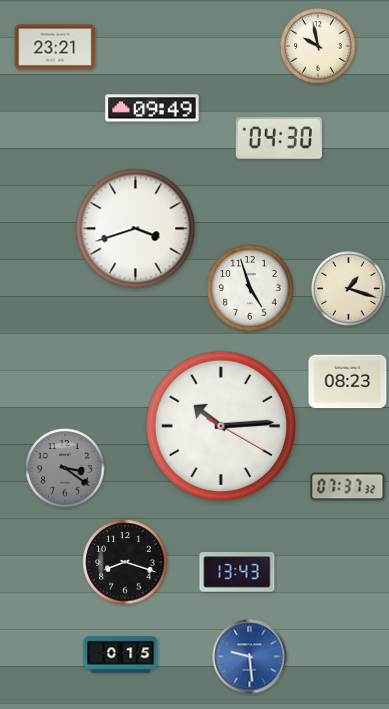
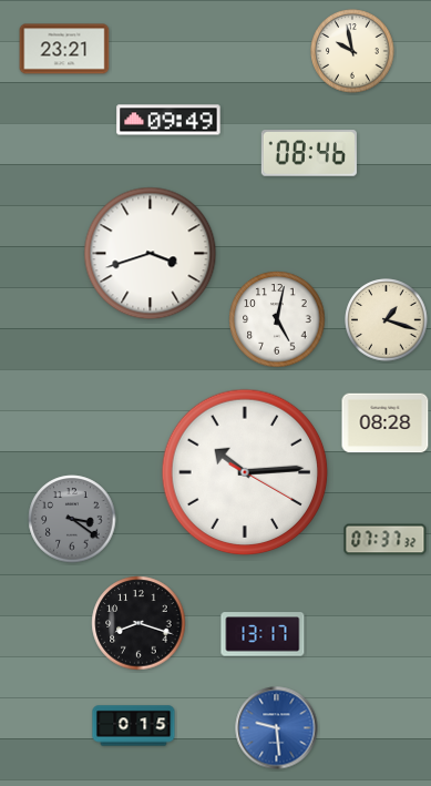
clock at (55, 47) position: (55, 47) -> (64, 49)
clock at (279, 138): 04:30 -> 08:46
clock at (250, 288): 4:57 -> 5:02
clock at (348, 382): 08:23 -> 08:28
clock at (237, 572): 13:43 -> 13:17
